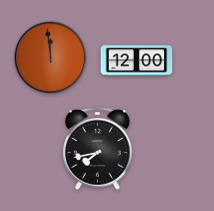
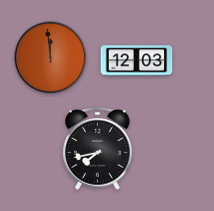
clock at (137, 61): 12:00 -> 12:03
